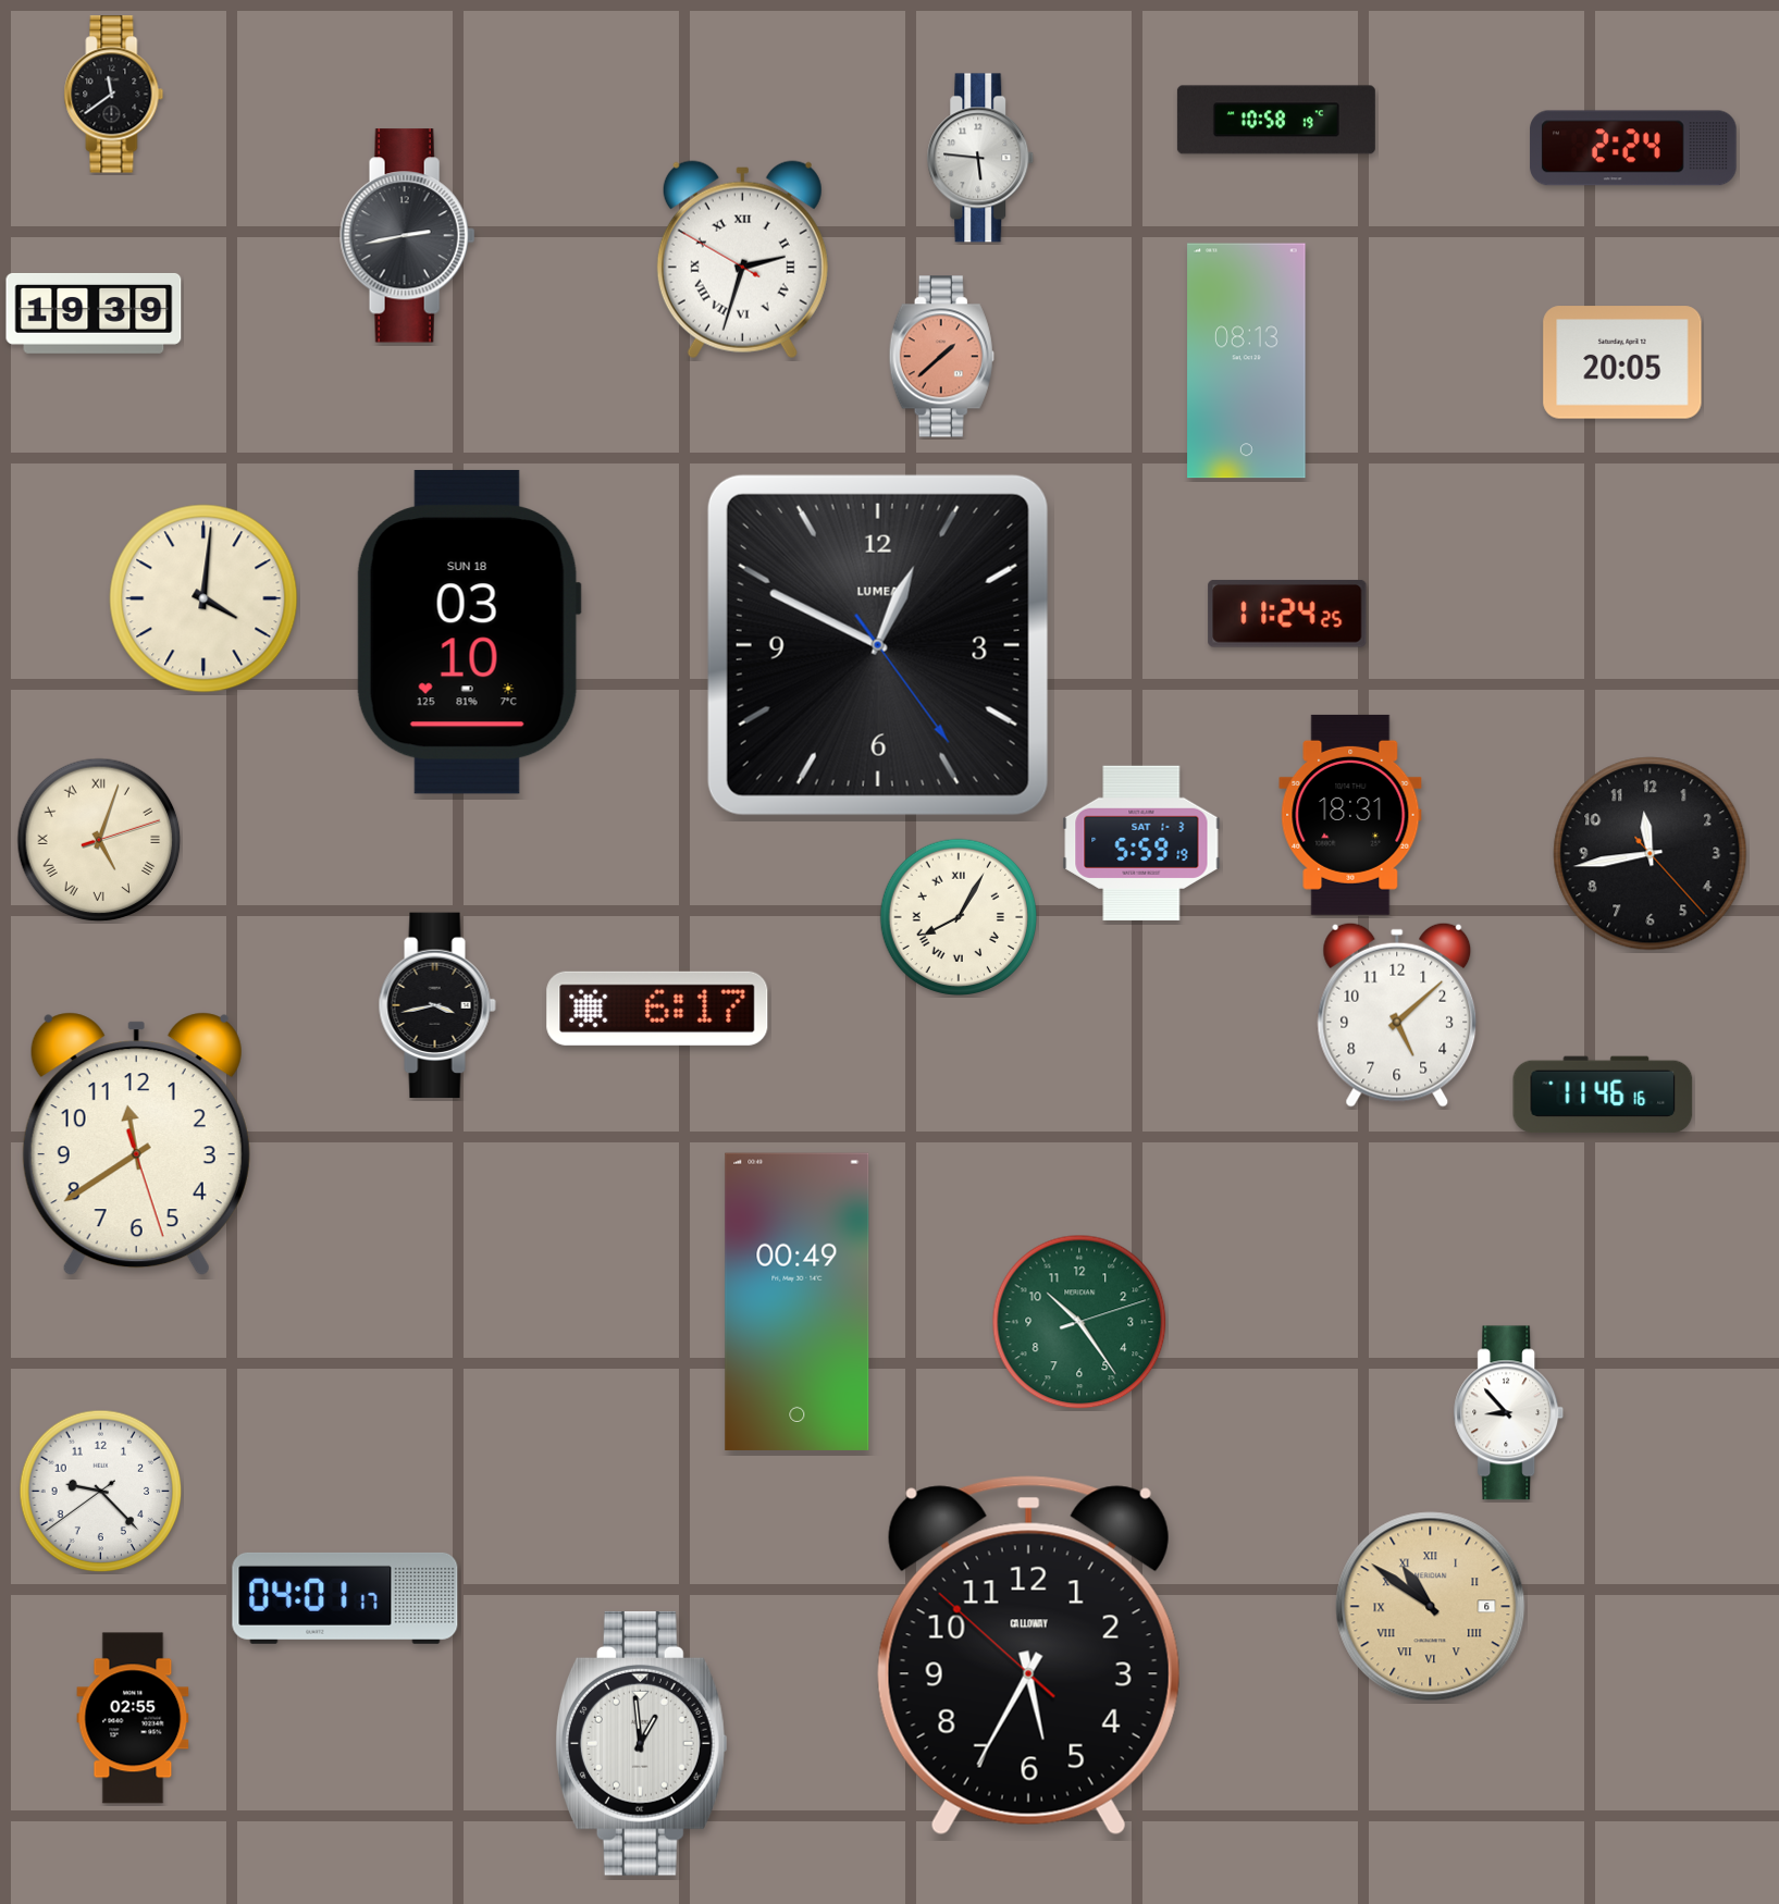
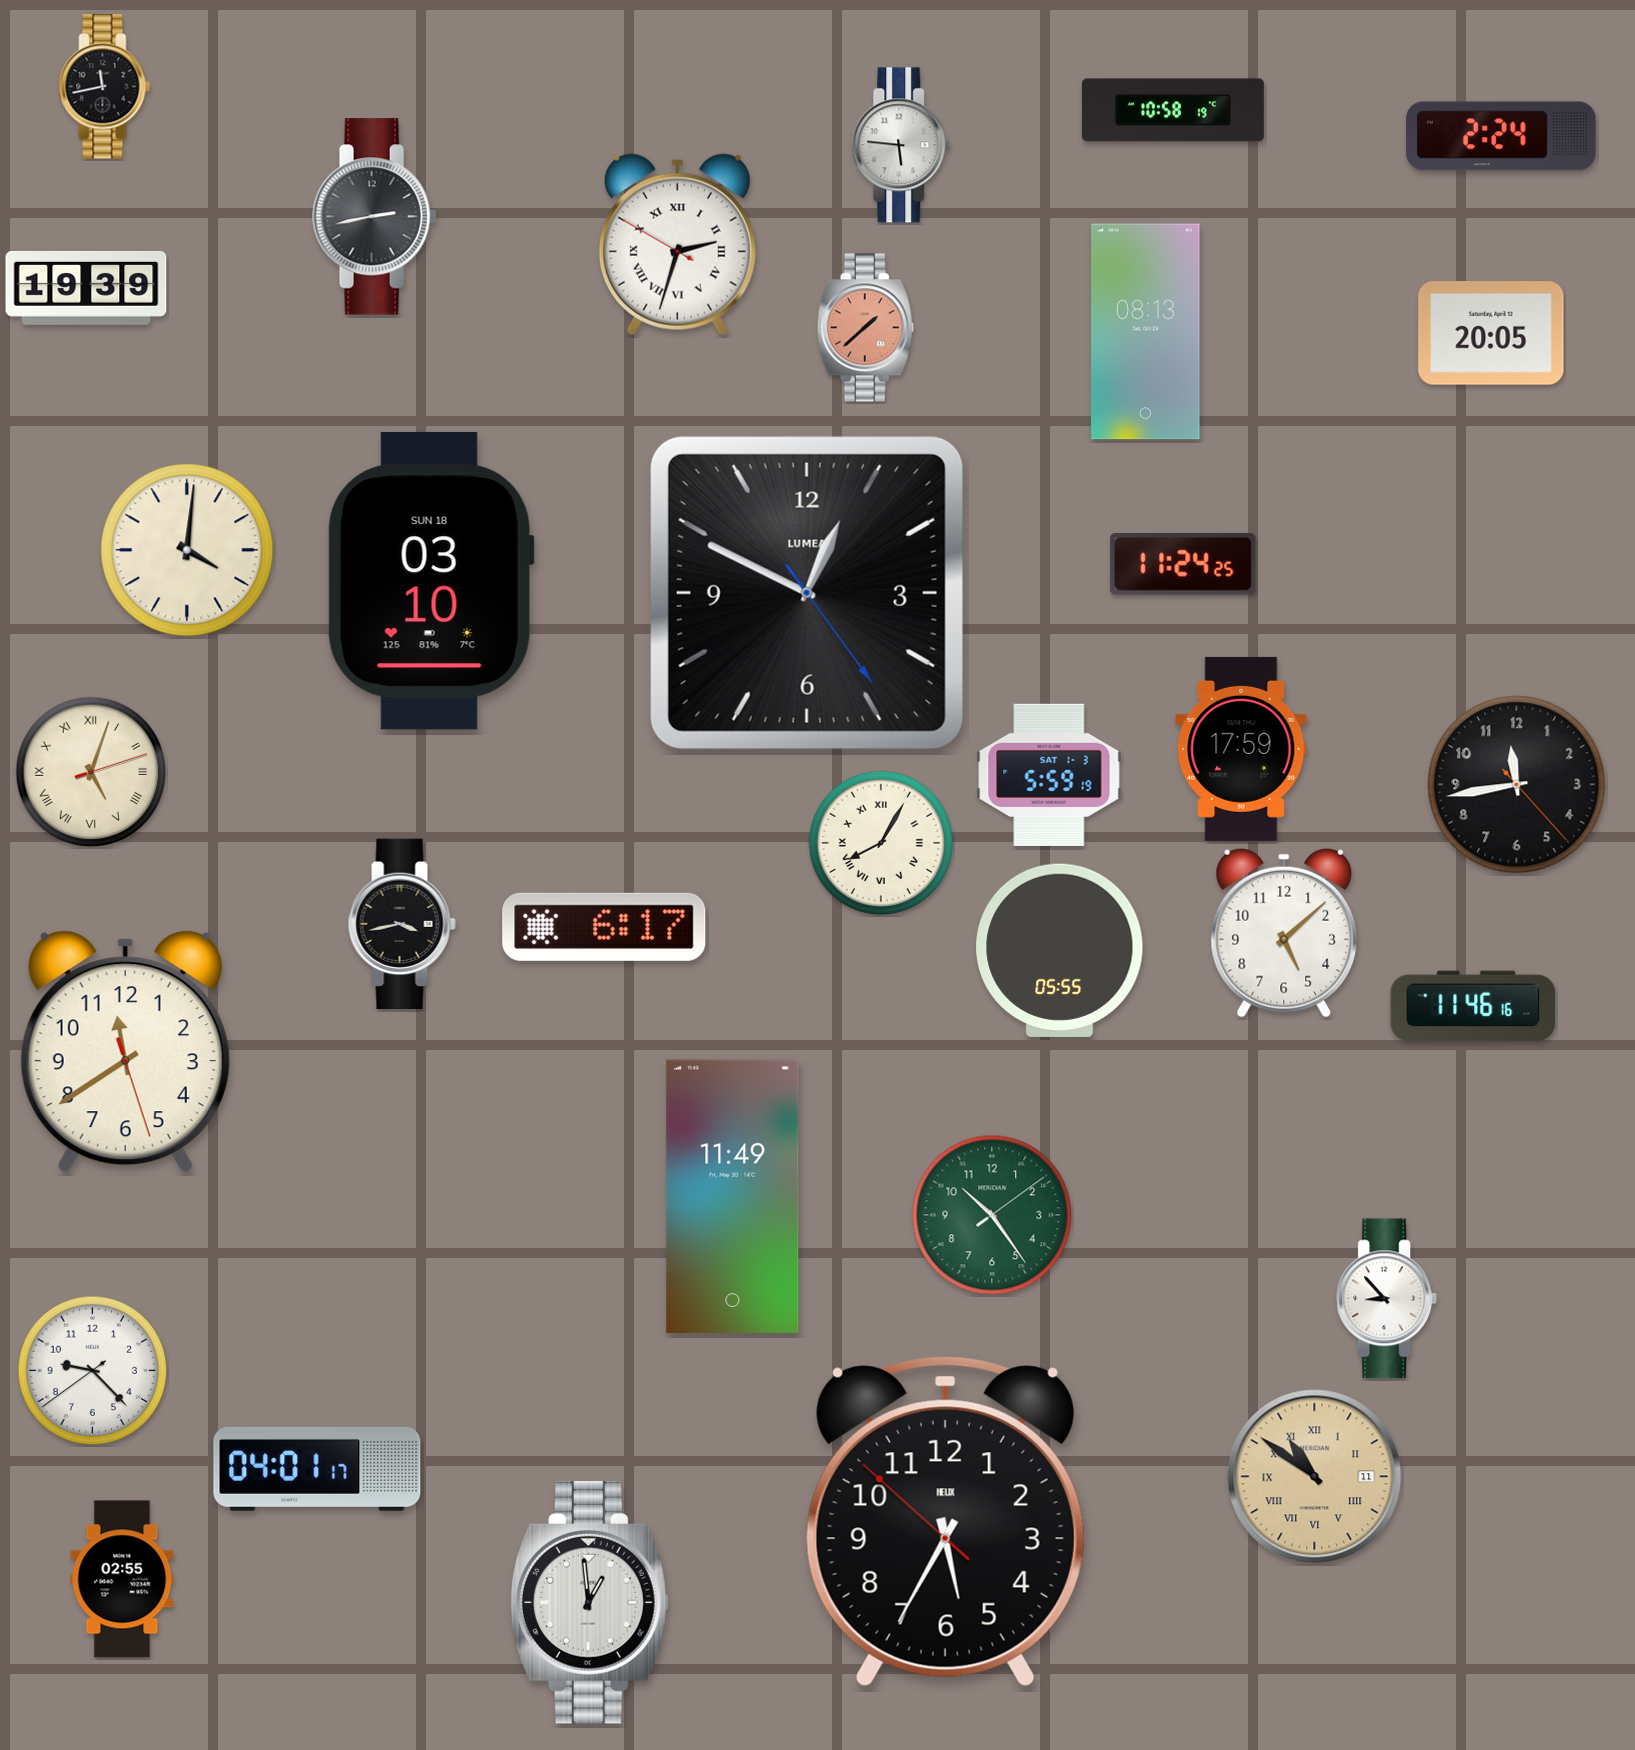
clock at (114, 95): 11:39 -> 11:43
clock at (742, 260) position: (742, 260) -> (677, 245)
clock at (1350, 815): 18:31 -> 17:59
clock at (1060, 950): none -> 05:55
clock at (798, 1301): 00:49 -> 11:49
clock at (1079, 1322): 10:24:12 -> 10:24:09
clock at (1431, 1607) date: 6 -> 11
clock at (1028, 1656) brand: CALLOWAY -> HELIX
